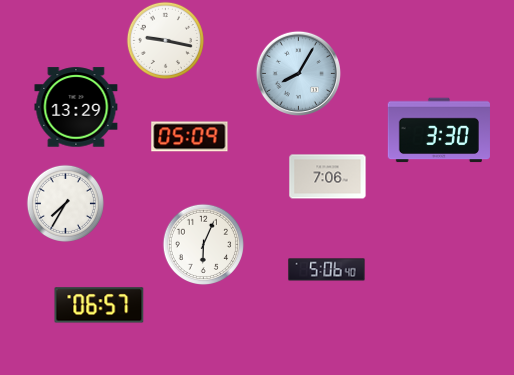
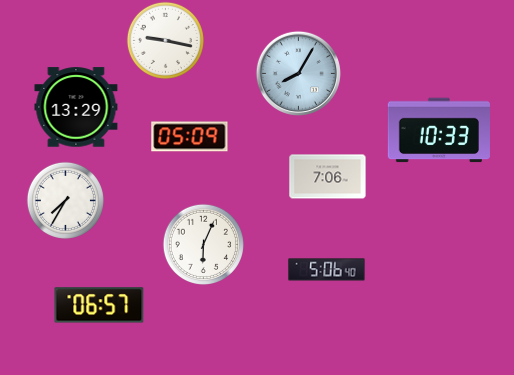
clock at (439, 130): 3:30 -> 10:33
clock at (65, 203) position: (65, 203) -> (65, 200)
